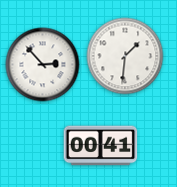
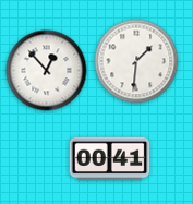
clock at (43, 65): 2:53 -> 12:53
